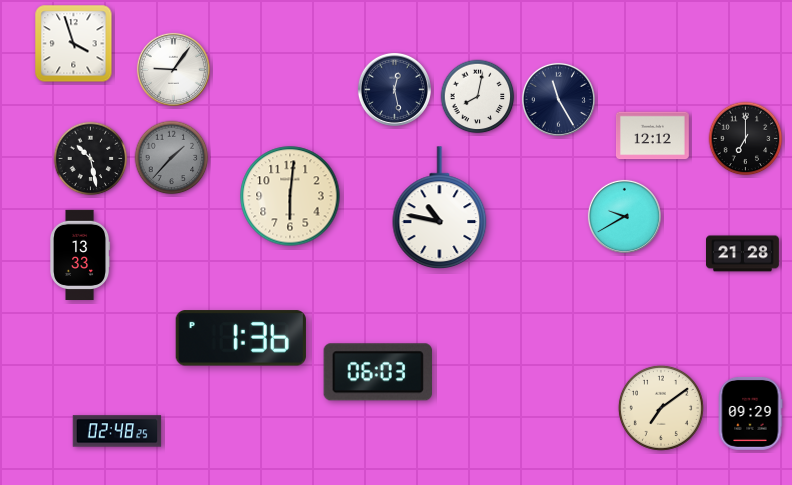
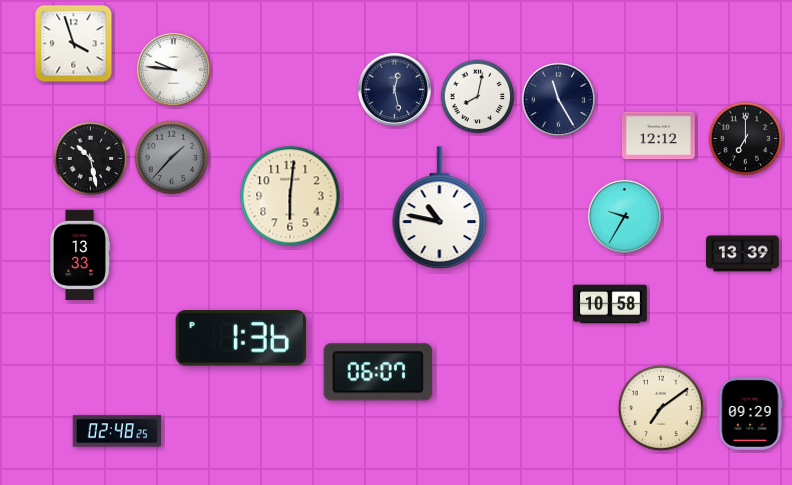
clock at (173, 69): 9:06 -> 9:46
clock at (653, 136) position: (653, 136) -> (659, 136)
clock at (624, 216): 9:40 -> 9:35
clock at (743, 254): 21:28 -> 13:39
clock at (610, 304): none -> 10:58
clock at (377, 372): 06:03 -> 06:07
